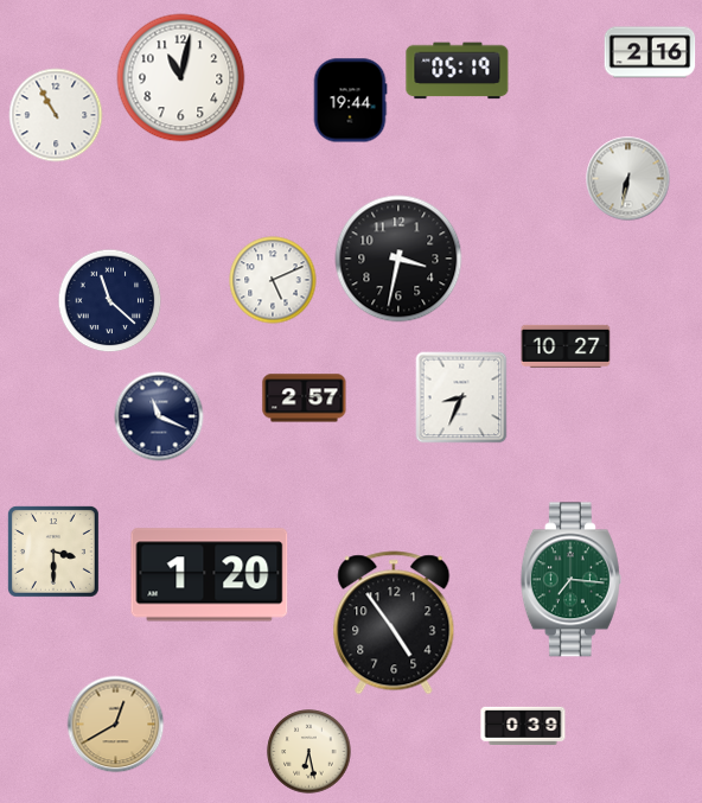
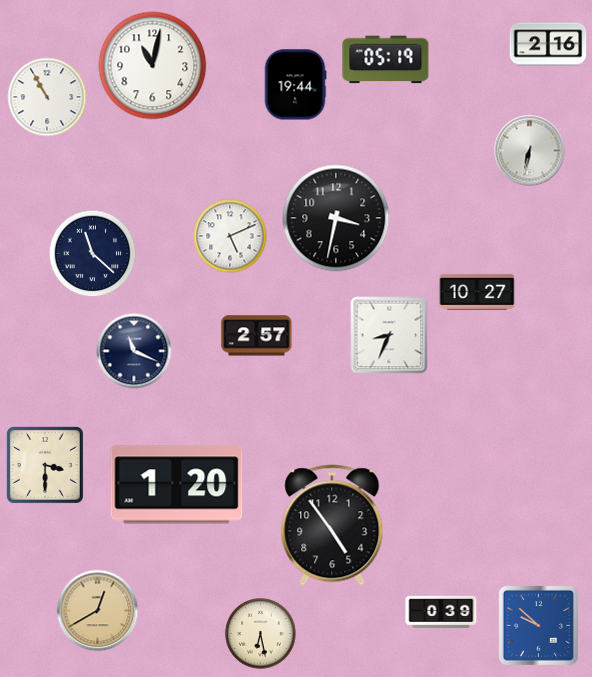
clock at (570, 580): 7:16 -> none
clock at (538, 625): none -> 9:52
